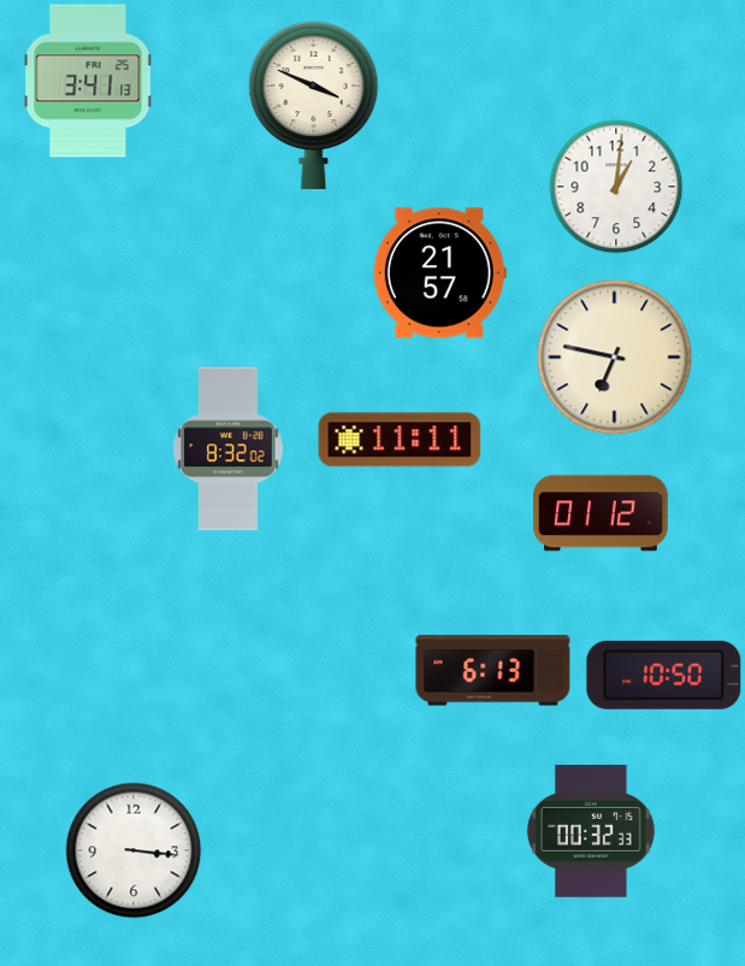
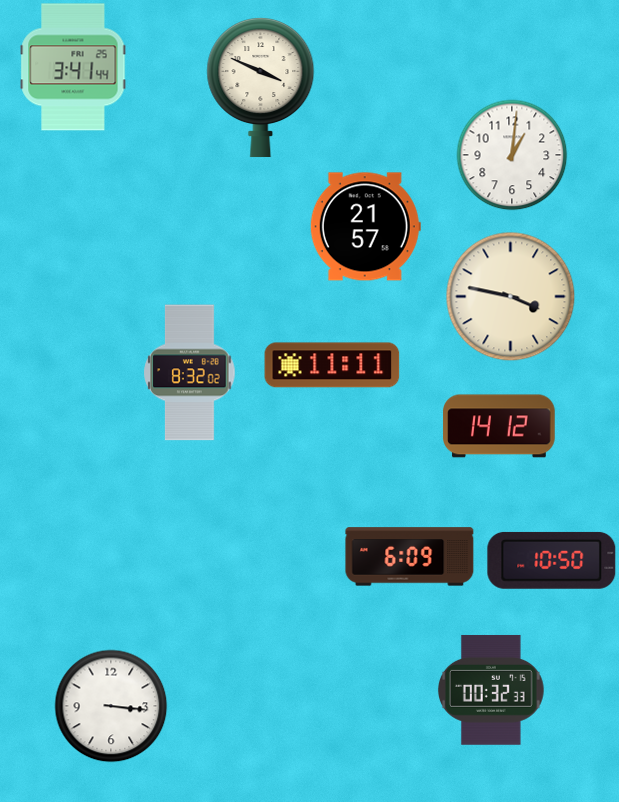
clock at (88, 81): 3:41:13 -> 3:41:44
clock at (615, 358): 6:47 -> 3:47
clock at (601, 513): 01:12 -> 14:12
clock at (493, 671): 6:13 -> 6:09
